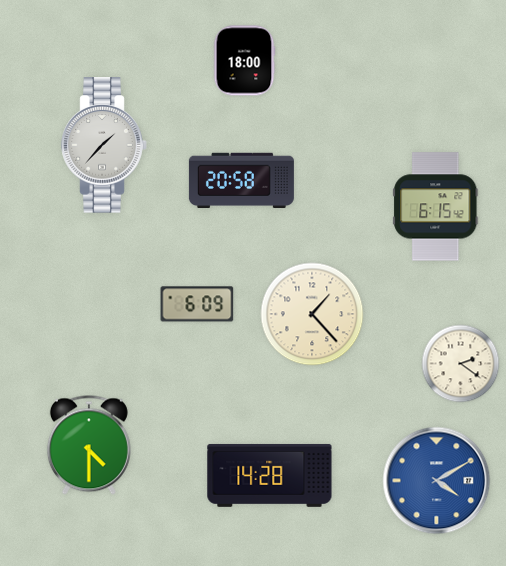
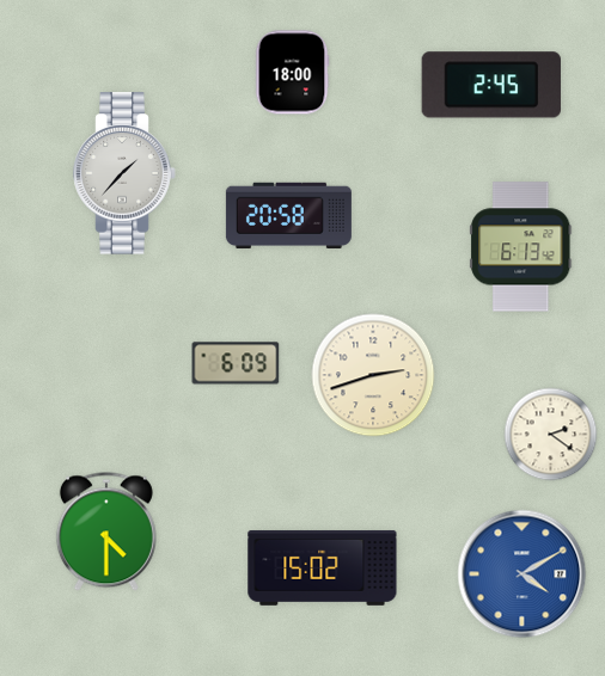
clock at (490, 85): none -> 2:45
clock at (436, 207): 6:15 -> 6:13
clock at (312, 314): 1:23 -> 2:42
clock at (270, 475): 14:28 -> 15:02
